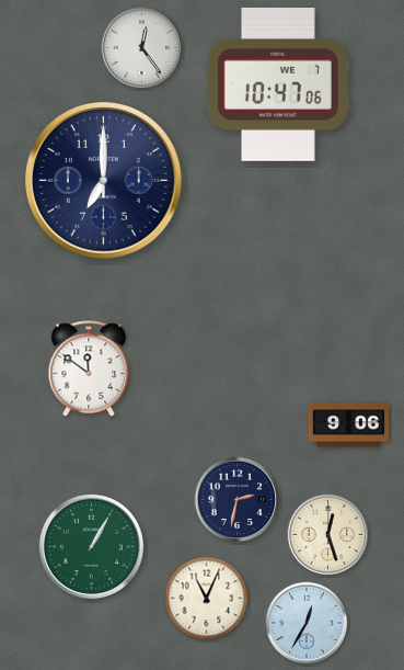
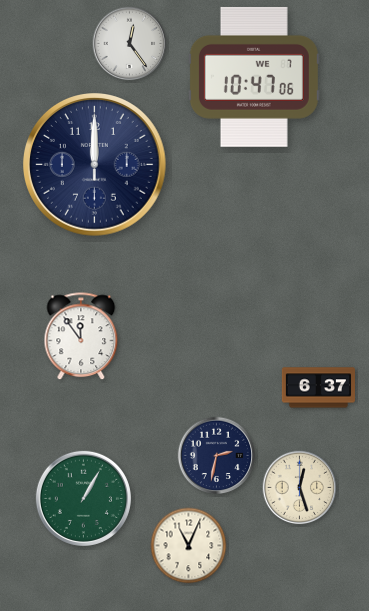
clock at (104, 181): 7:00 -> 12:00
clock at (89, 370): 11:51 -> 11:54
clock at (348, 425): 9:06 -> 6:37
clock at (307, 623): 12:35 -> none
